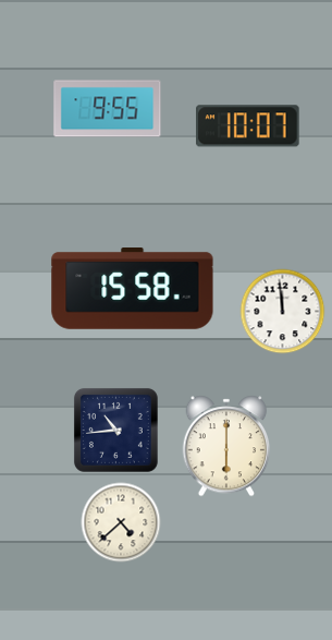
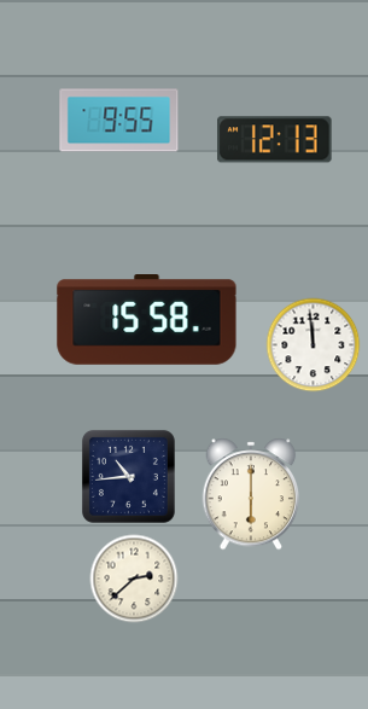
clock at (248, 126): 10:07 -> 12:13
clock at (121, 522): 4:38 -> 2:38
